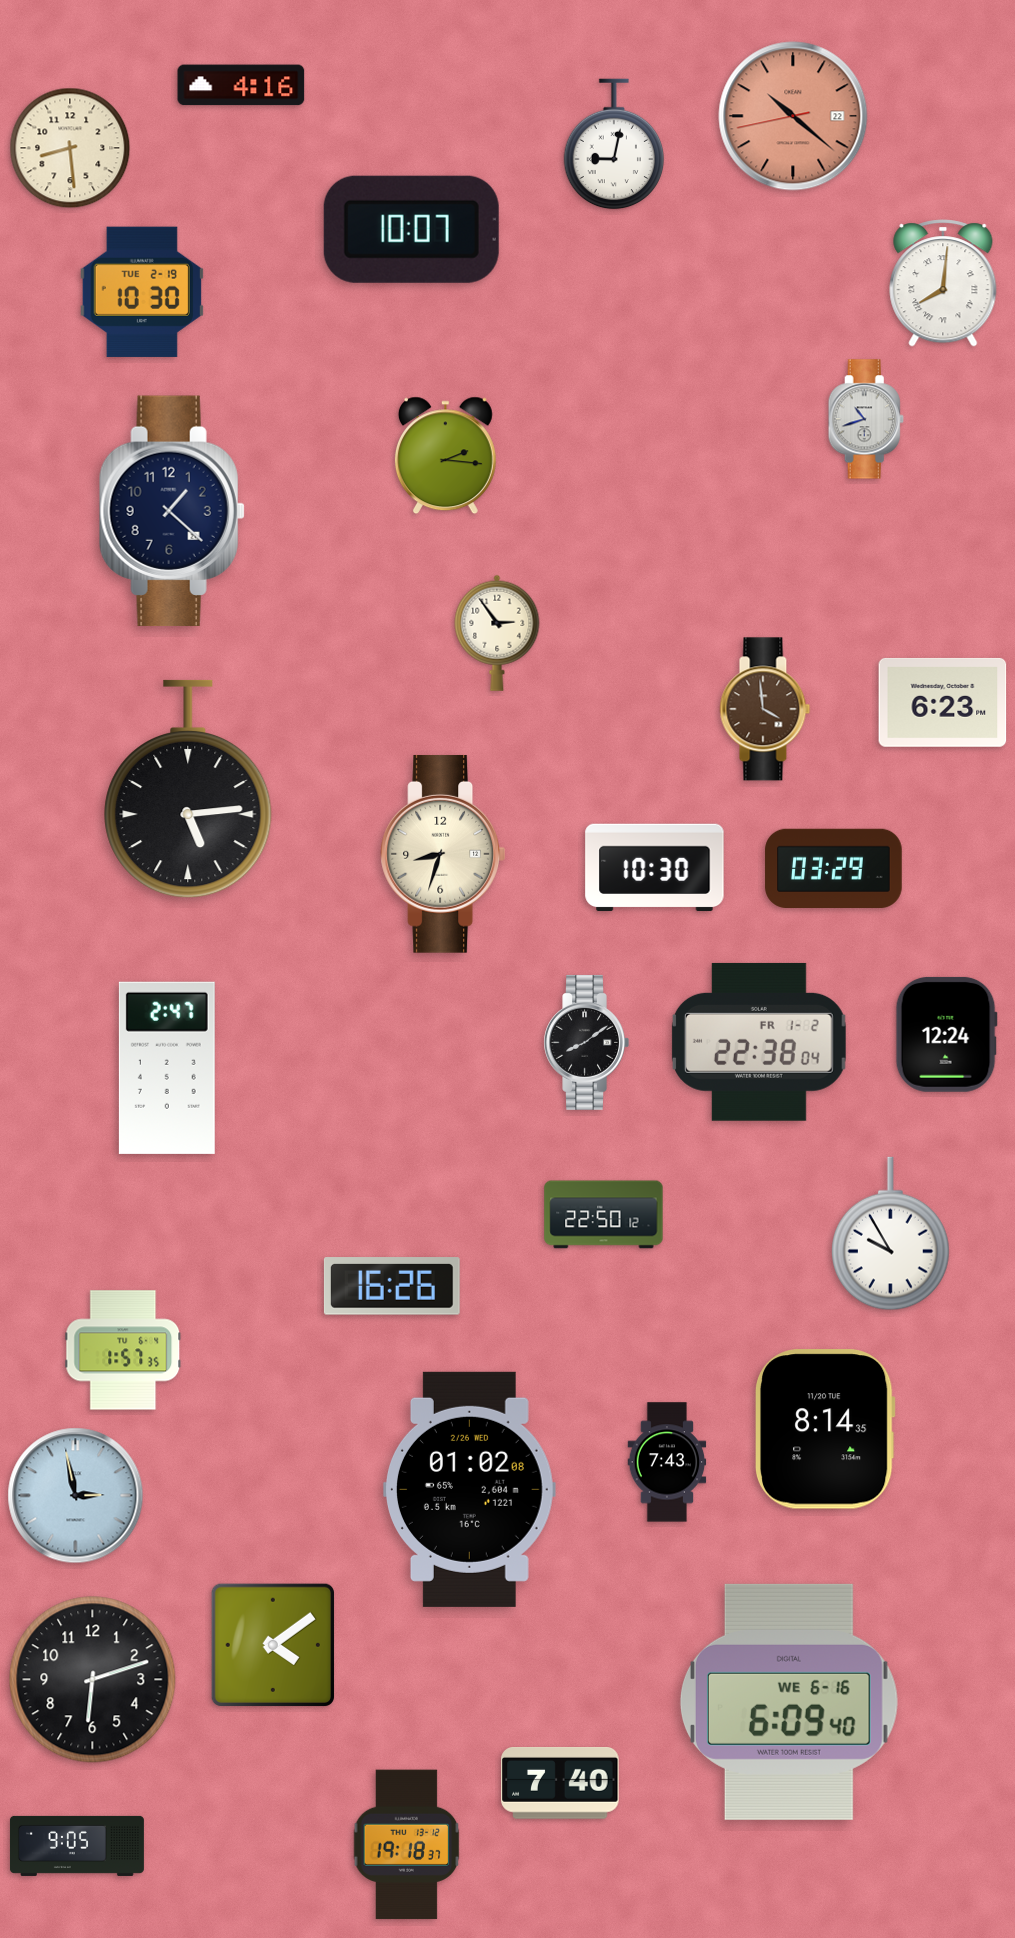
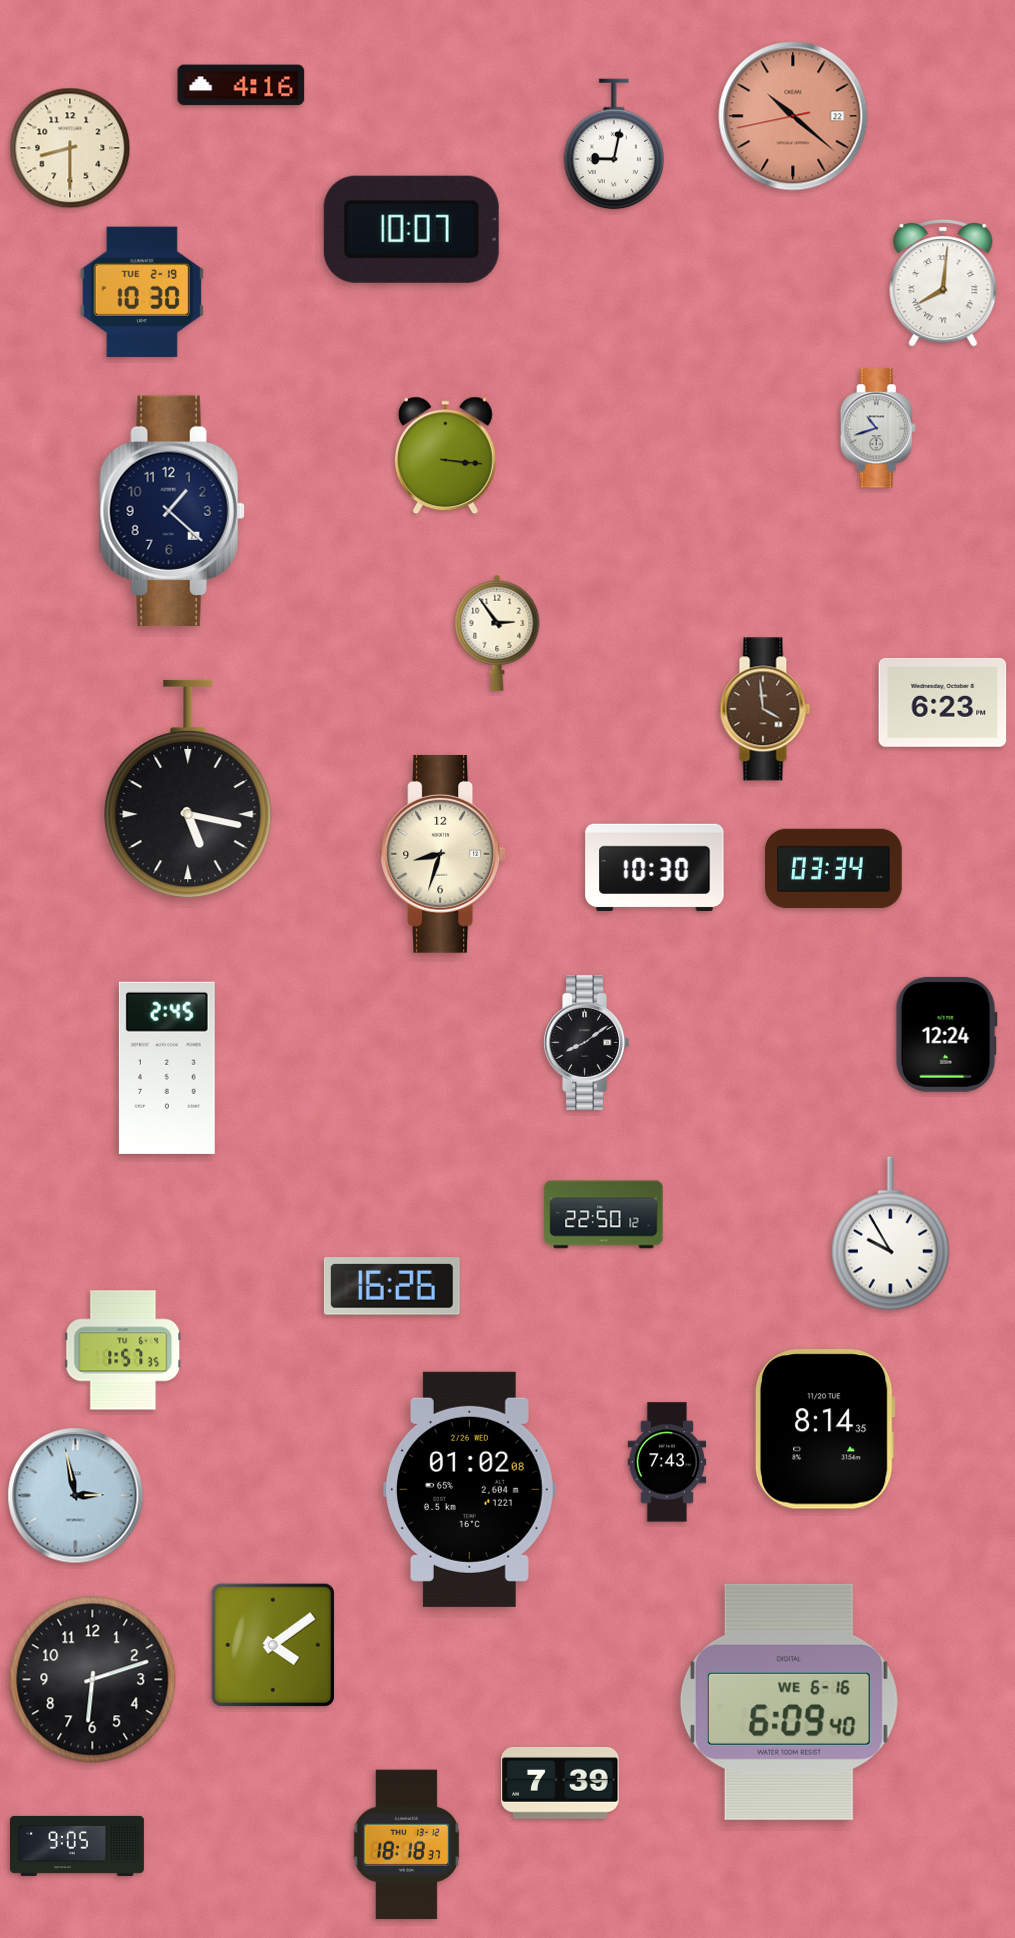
clock at (70, 148): 8:29 -> 8:30
clock at (866, 419) position: (866, 419) -> (878, 428)
clock at (445, 456): 2:16 -> 3:16
clock at (188, 789): 5:14 -> 5:17
clock at (834, 868): 03:29 -> 03:34
clock at (759, 1042): 22:38 -> none
clock at (167, 1068): 2:47 -> 2:45
clock at (560, 1784): 7:40 -> 7:39
clock at (407, 1845): 19:18 -> 18:18
